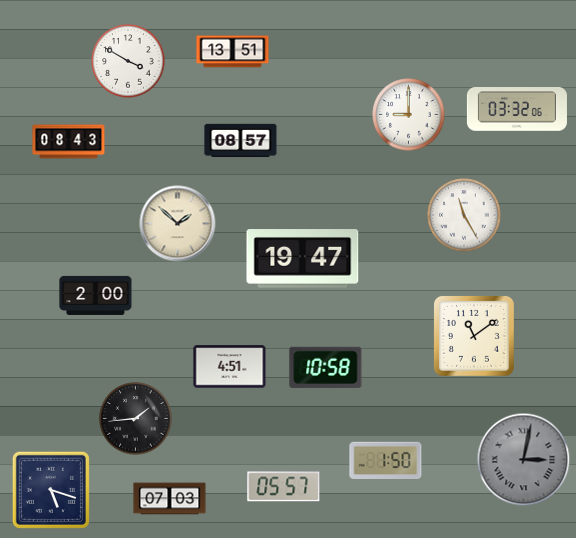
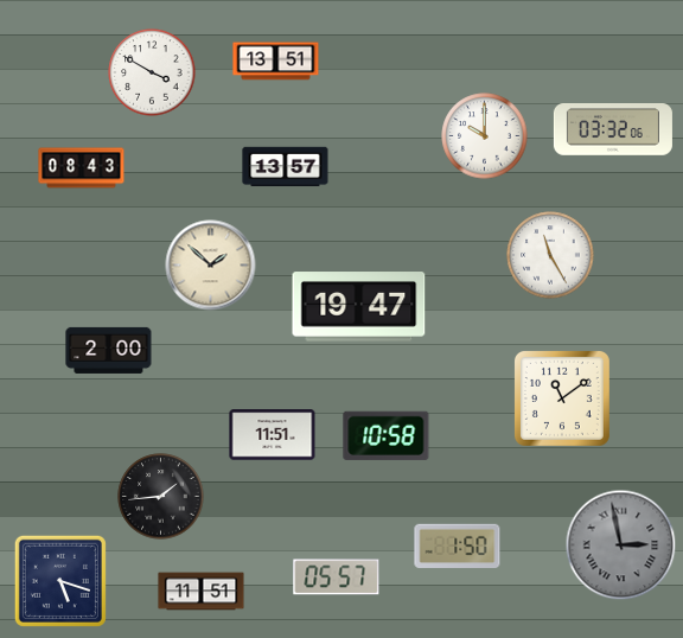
clock at (409, 115): 9:00 -> 10:00
clock at (241, 141): 08:57 -> 13:57
clock at (96, 295) position: (96, 295) -> (109, 350)
clock at (230, 367): 4:51 -> 11:51
clock at (524, 460): 3:02 -> 2:58
clock at (170, 499): 07:03 -> 11:51
